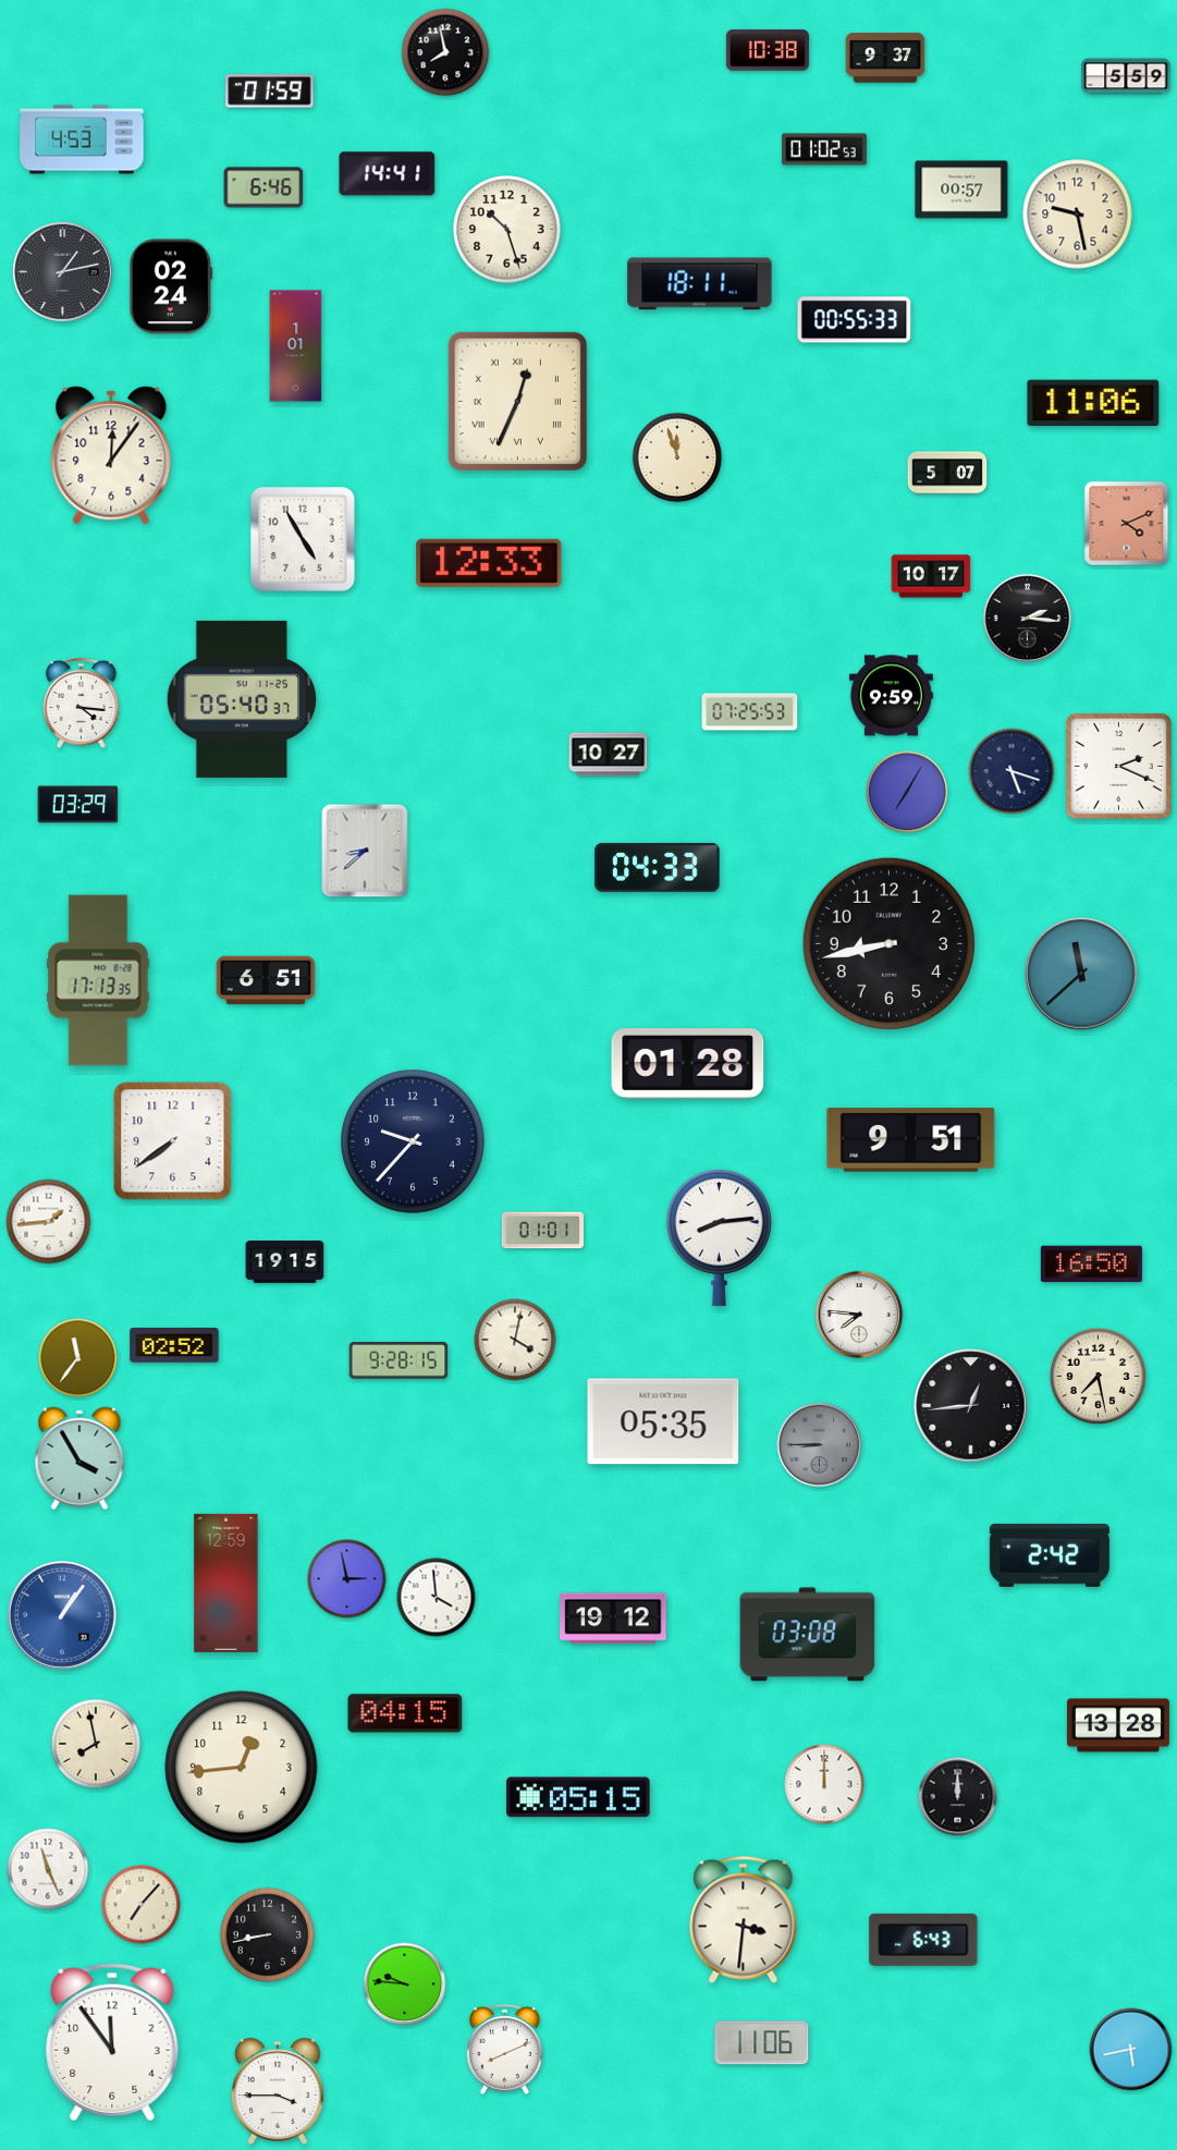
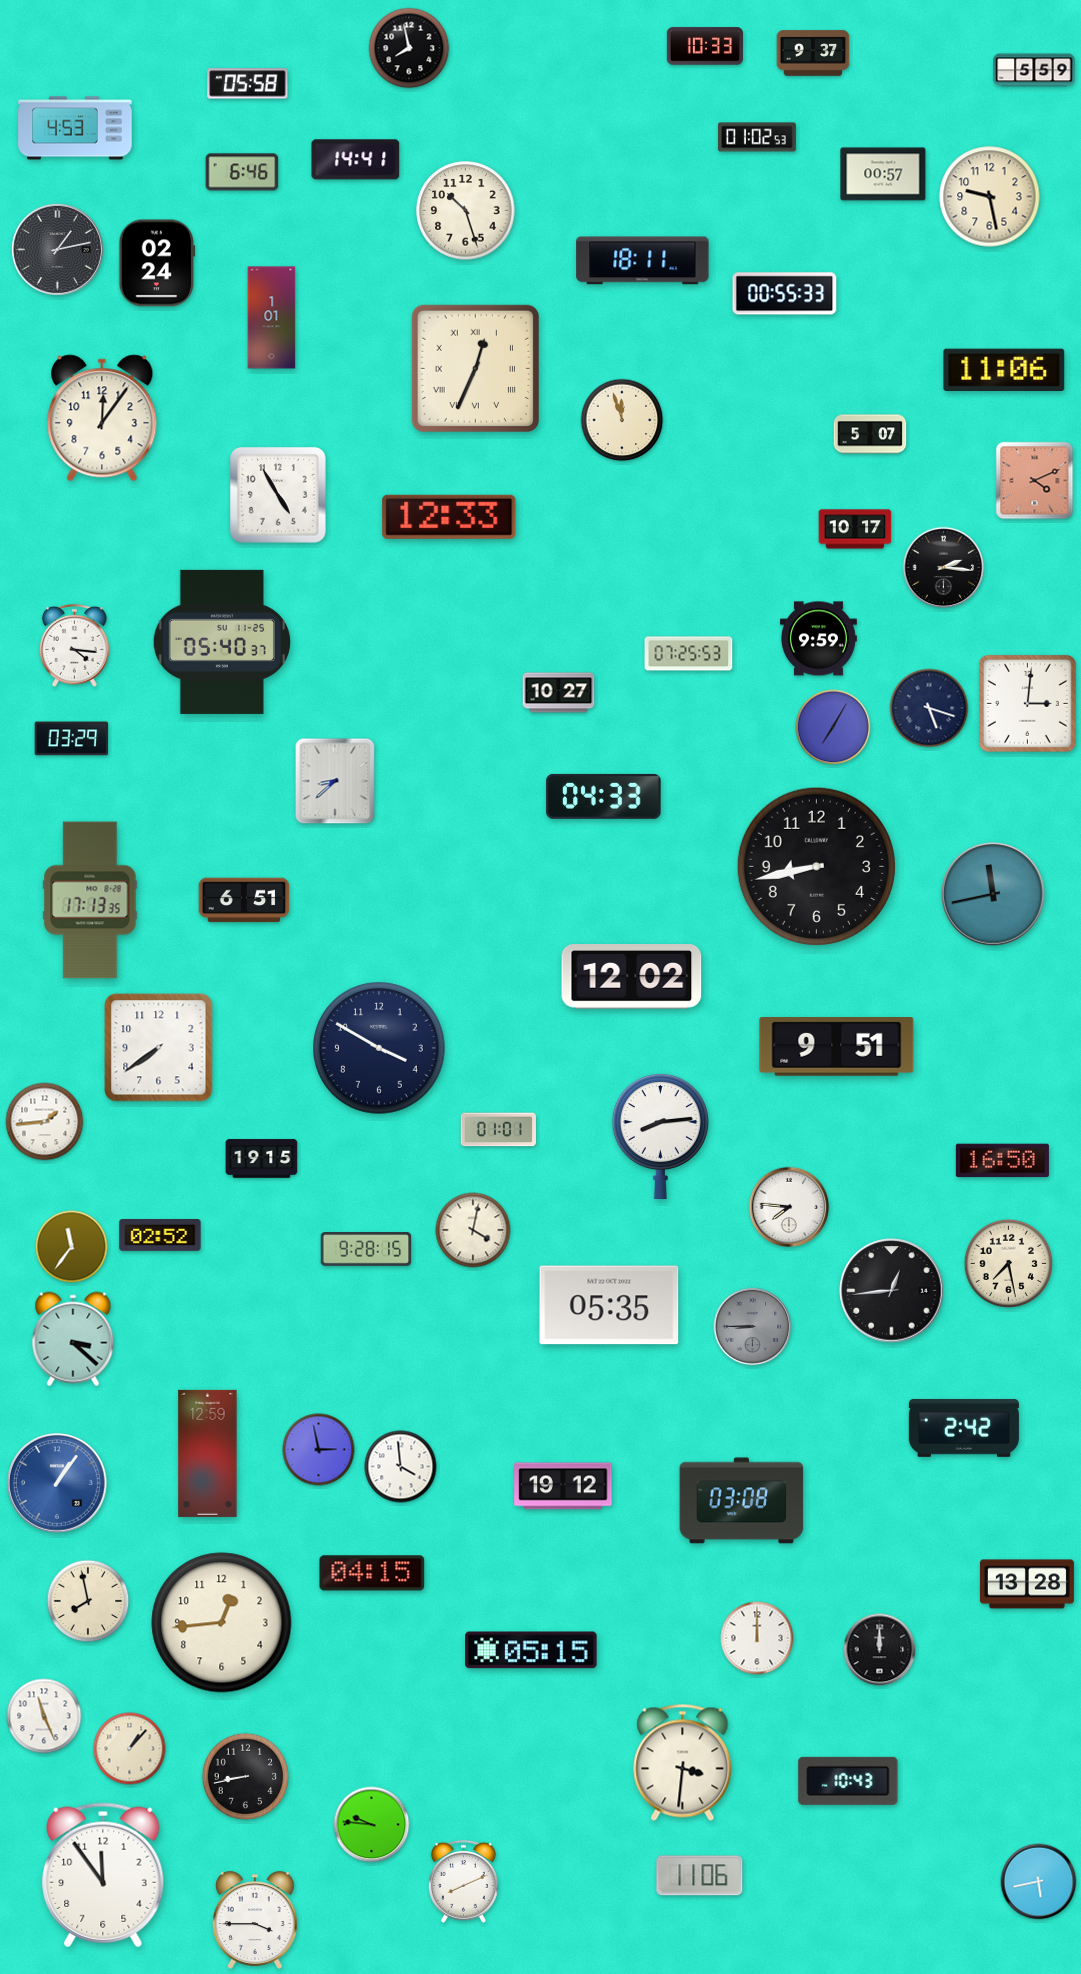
clock at (768, 50): 10:38 -> 10:33
clock at (270, 91): 01:59 -> 05:58
clock at (1118, 766): 2:19 -> 3:01
clock at (1081, 974): 11:38 -> 11:43
clock at (688, 1064): 01:28 -> 12:02
clock at (414, 1143): 9:37 -> 3:50
clock at (79, 1458): 3:55 -> 3:22
clock at (142, 1905): 7:07 -> 1:07
clock at (923, 1940): 6:43 -> 10:43
clock at (405, 1984) position: (405, 1984) -> (372, 1825)
